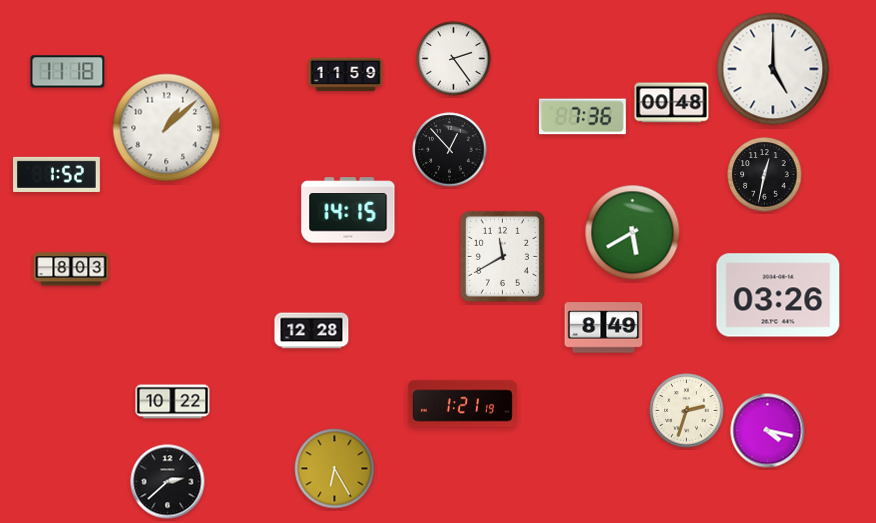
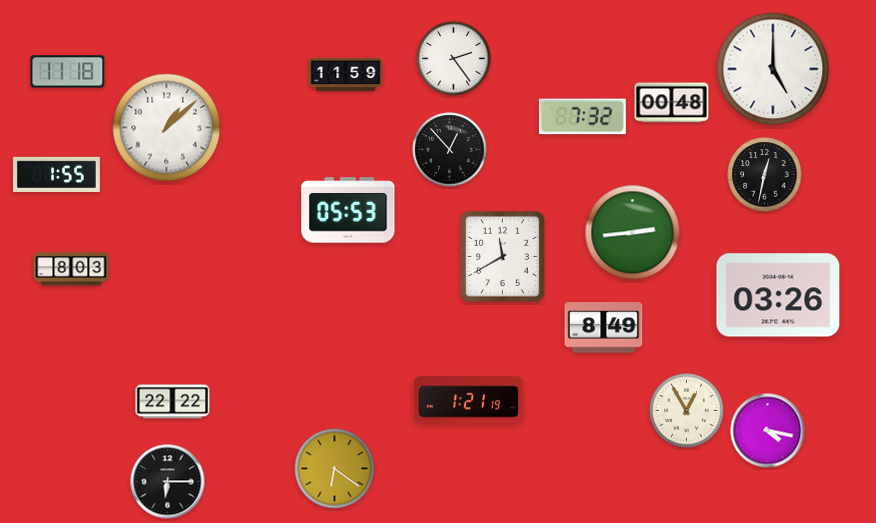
clock at (582, 117): 7:36 -> 7:32
clock at (57, 174): 1:52 -> 1:55
clock at (348, 210): 14:15 -> 05:53
clock at (633, 233): 5:40 -> 2:44
clock at (312, 331): 12:28 -> none
clock at (173, 402): 10:22 -> 22:22
clock at (462, 404) position: (462, 404) -> (468, 400)
clock at (687, 411): 2:33 -> 12:55
clock at (335, 469): 6:25 -> 6:21
clock at (168, 482): 2:38 -> 6:15
